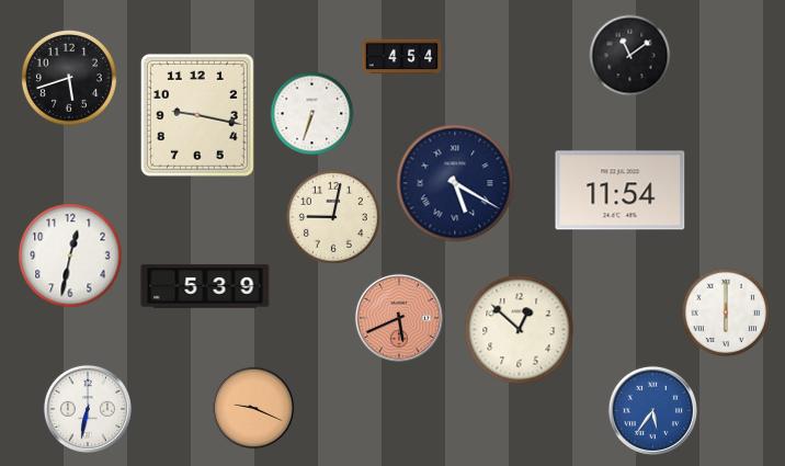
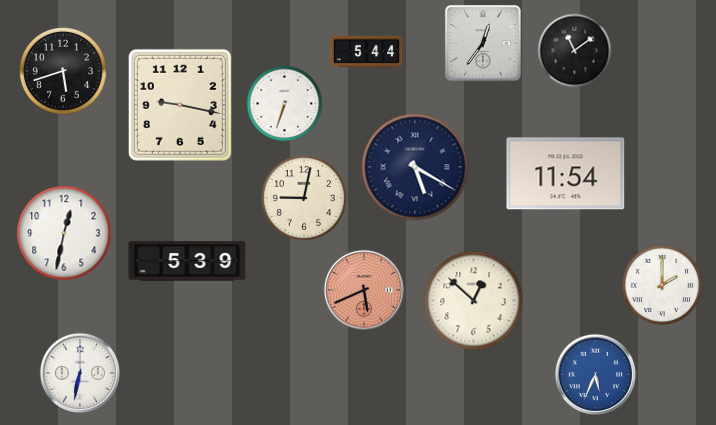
clock at (483, 43): none -> 12:36
clock at (402, 57): 4:54 -> 5:44
clock at (726, 312): 6:00 -> 2:00
clock at (253, 408): 9:19 -> none
clock at (652, 410): 5:36 -> 5:34
